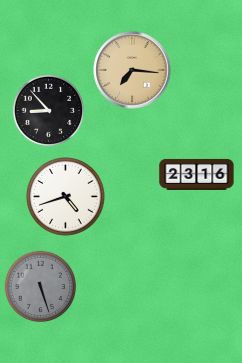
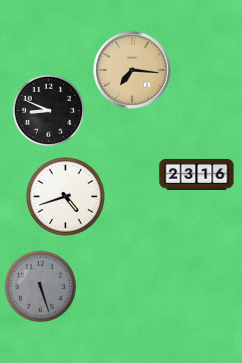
clock at (49, 111): 8:53 -> 8:49
